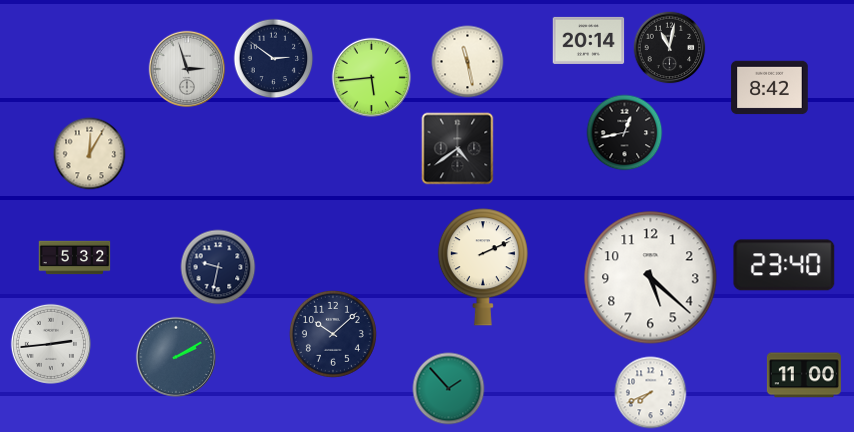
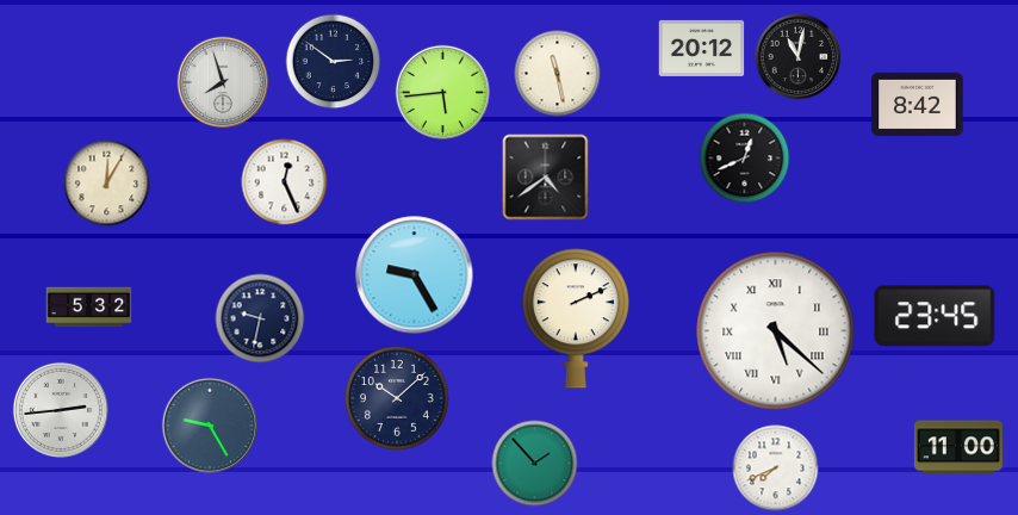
clock at (589, 40): 20:14 -> 20:12
clock at (274, 59) position: (274, 59) -> (334, 62)
clock at (187, 69): 2:57 -> 7:57
clock at (625, 133): 12:43 -> 12:41
clock at (285, 182): none -> 12:26
clock at (415, 275): none -> 9:25
clock at (784, 265): 23:40 -> 23:45
clock at (651, 278) numerals: Arabic -> Roman
clock at (176, 357): 2:10 -> 9:25
